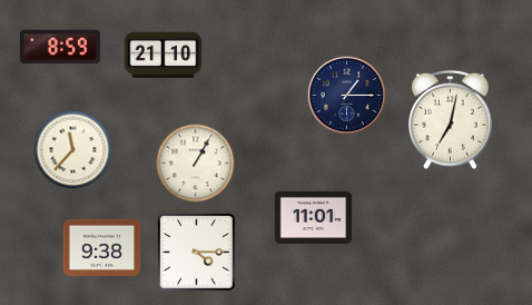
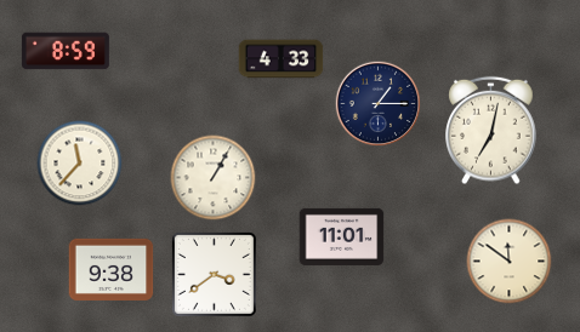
clock at (282, 59): none -> 4:33
clock at (164, 56): 21:10 -> none
clock at (510, 262): none -> 11:51
clock at (196, 252): 4:15 -> 3:39
